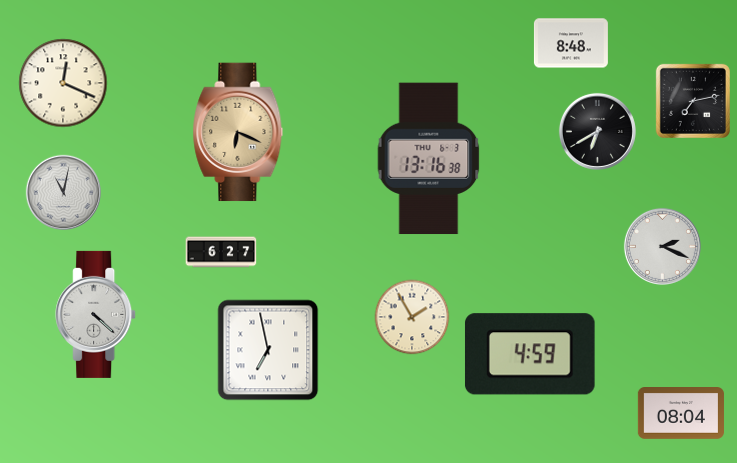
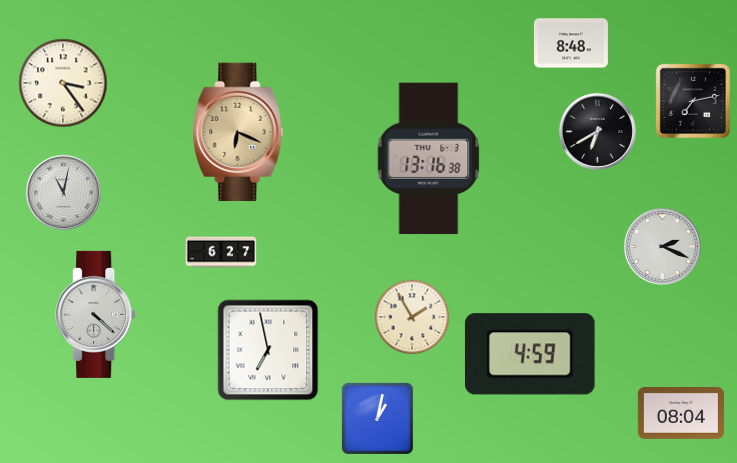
clock at (63, 83): 12:19 -> 3:24
clock at (377, 418): none -> 1:02
